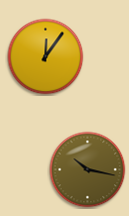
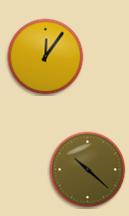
clock at (88, 170): 10:17 -> 10:22
